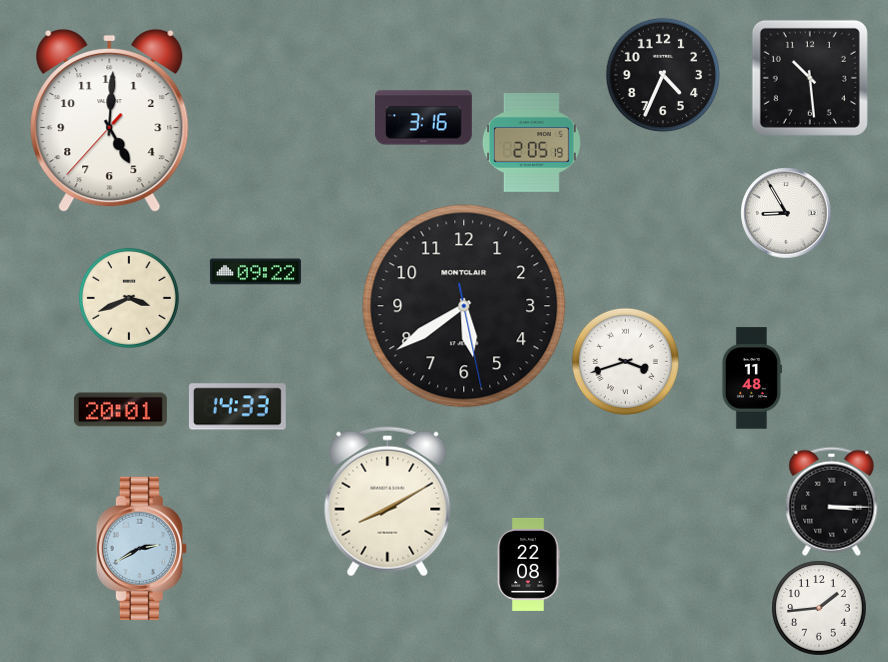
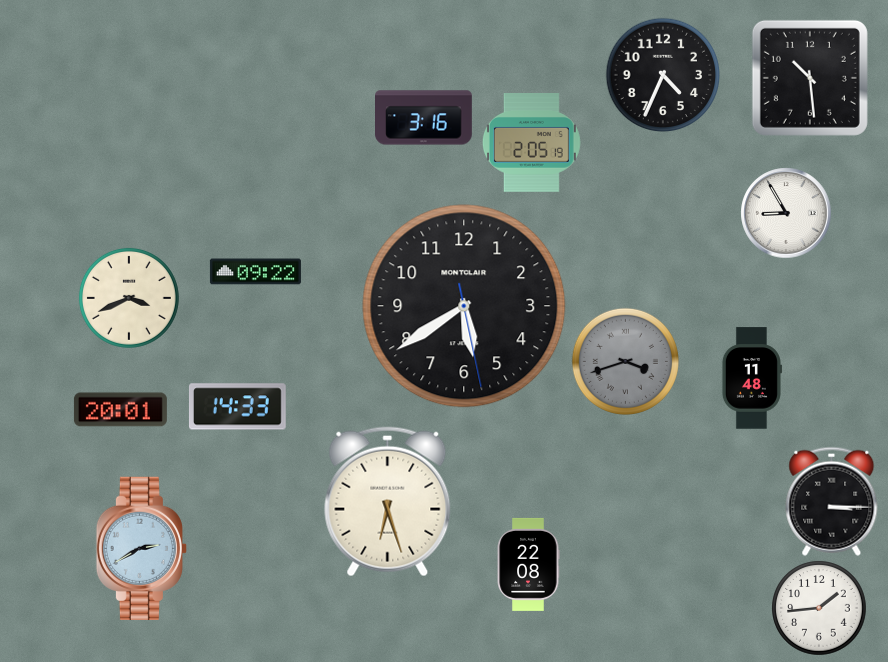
clock at (110, 121): 5:00 -> none
clock at (625, 361) dial: white -> grey
clock at (388, 502): 8:10 -> 6:27
